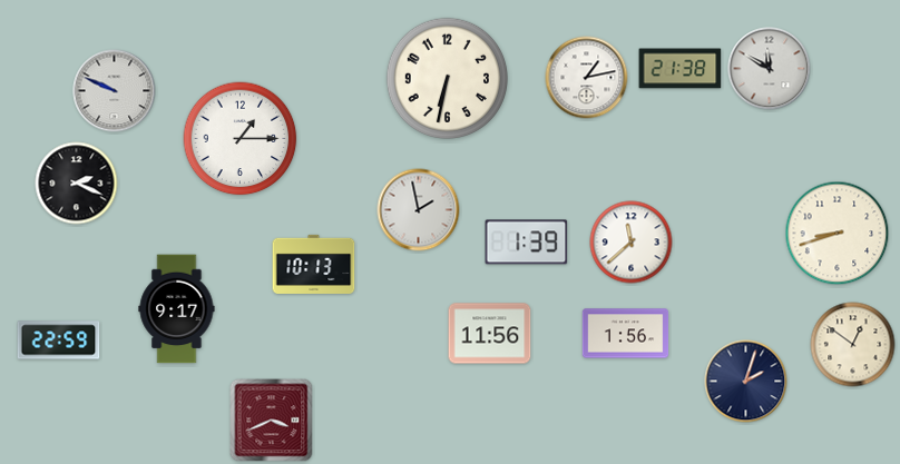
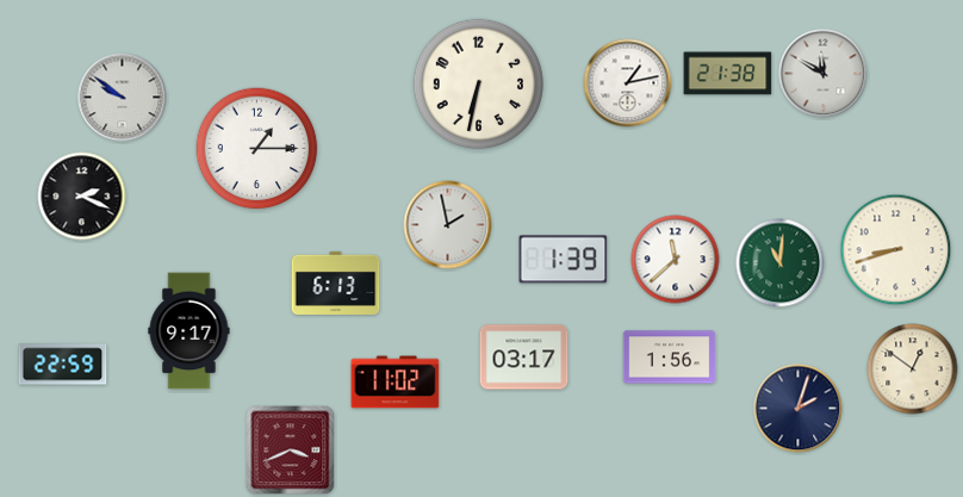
clock at (115, 91): 9:49 -> 9:51
clock at (781, 263): none -> 11:01
clock at (314, 264): 10:13 -> 6:13
clock at (490, 334): 11:56 -> 03:17
clock at (396, 383): none -> 11:02
